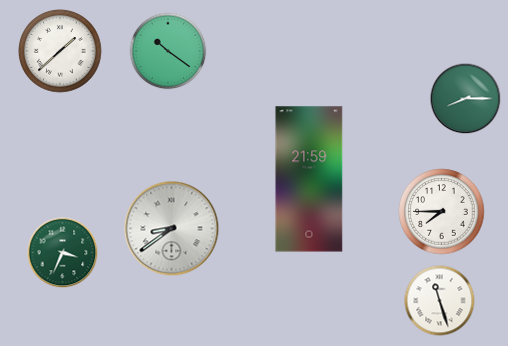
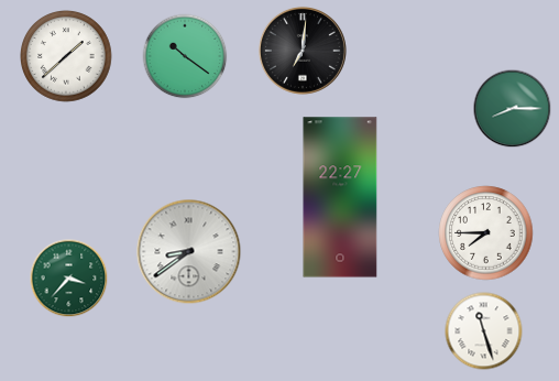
clock at (303, 51): none -> 7:01
clock at (309, 179): 21:59 -> 22:27
clock at (63, 253): 3:34 -> 3:37
